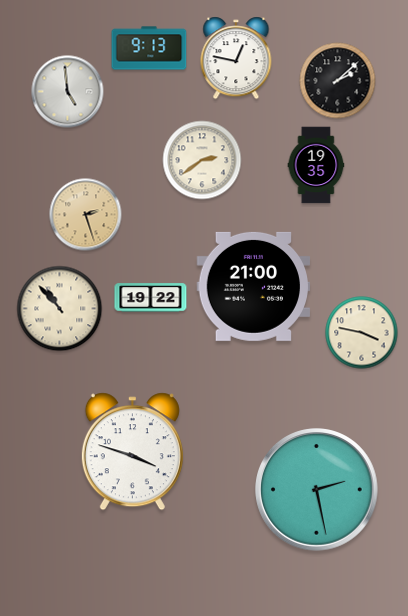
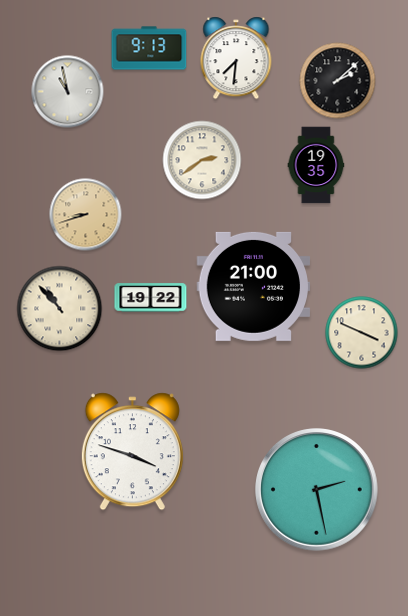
clock at (236, 58): 12:47 -> 7:31
clock at (68, 92): 4:59 -> 10:58
clock at (86, 215): 2:27 -> 8:42
clock at (362, 333): 3:47 -> 3:49
